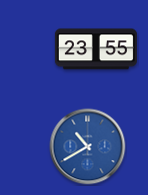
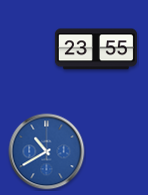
clock at (88, 147) position: (88, 147) -> (47, 152)
